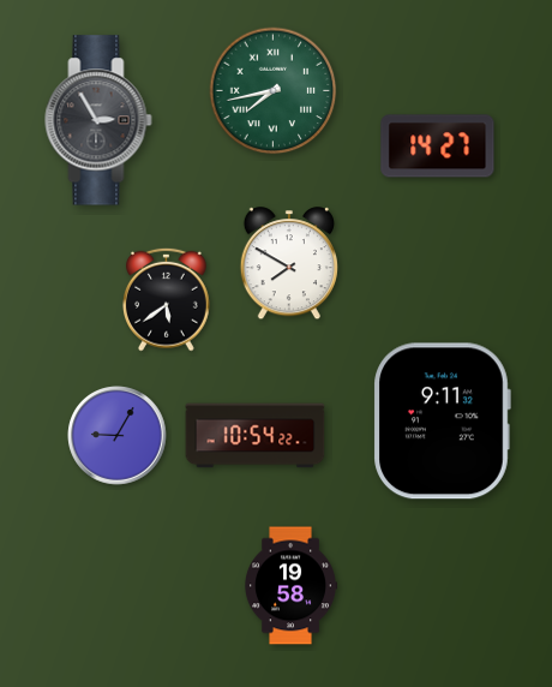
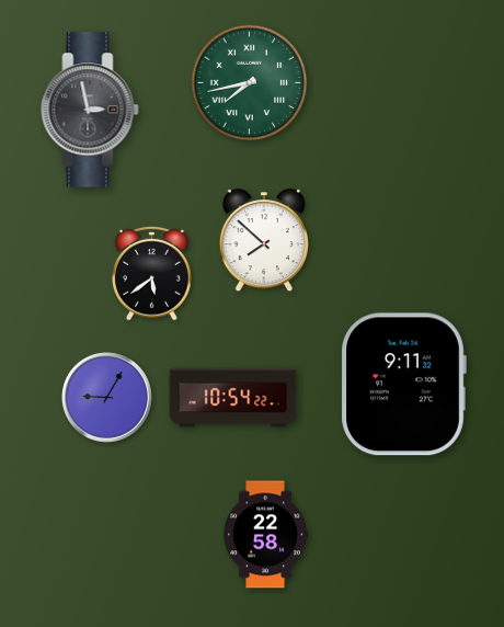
clock at (98, 120): 2:55 -> 2:58
clock at (438, 147): 14:27 -> none
clock at (289, 264): 7:50 -> 7:52
clock at (290, 586): 19:58 -> 22:58
